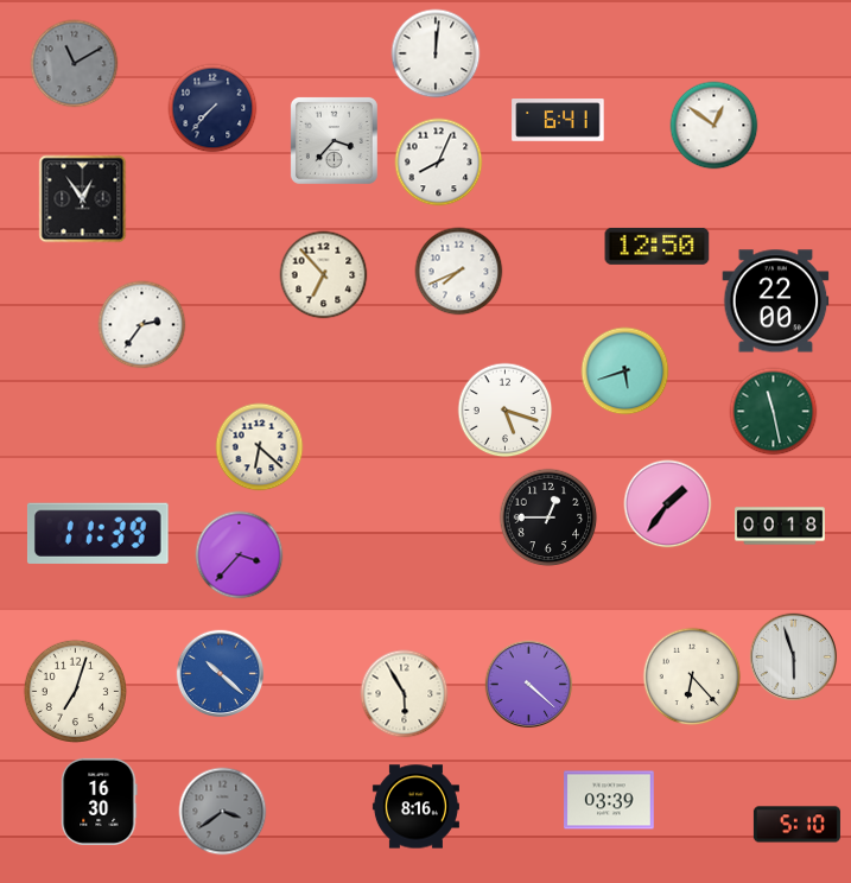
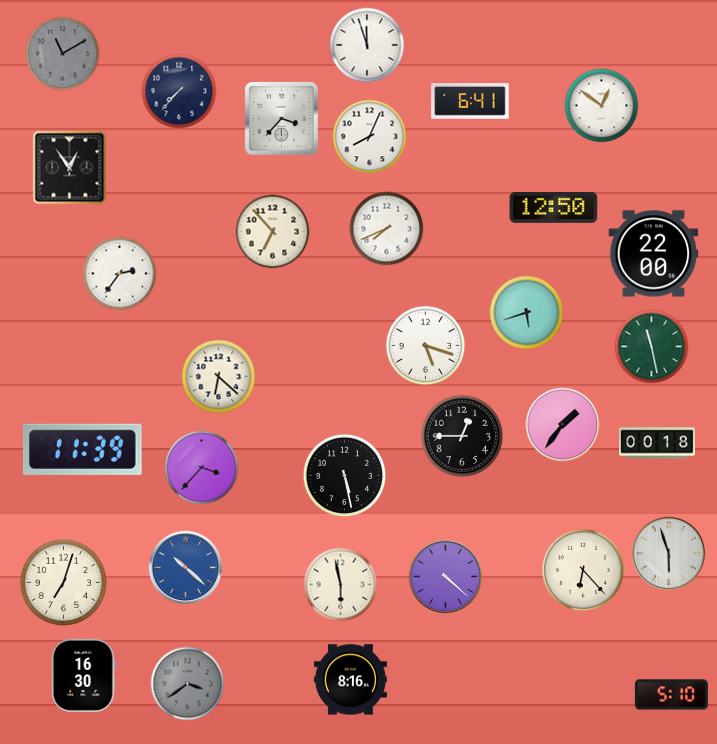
clock at (436, 53): 12:01 -> 11:57
clock at (345, 476): none -> 5:28
clock at (405, 694): 5:55 -> 5:58
clock at (609, 800): 03:39 -> none
